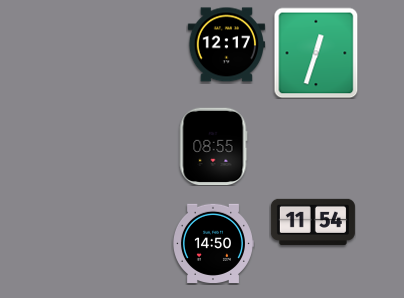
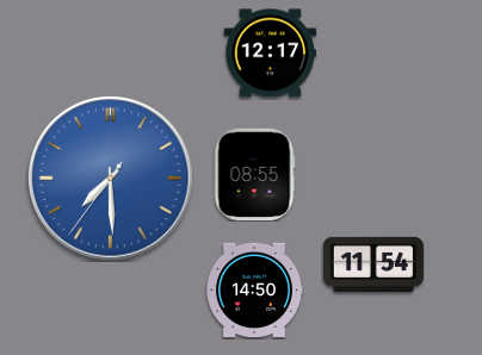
clock at (316, 53): 12:33 -> none
clock at (111, 179): none -> 7:29
